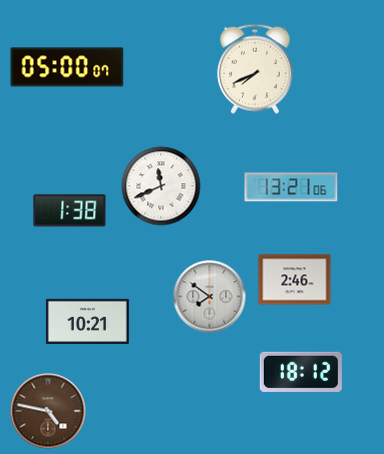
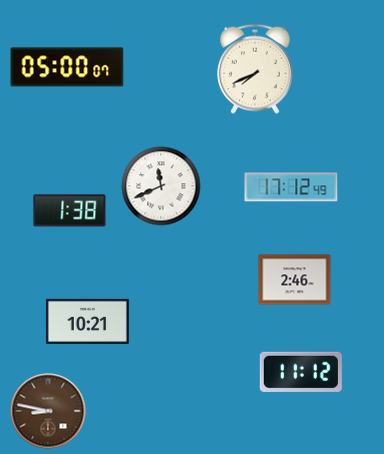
clock at (291, 187): 13:21 -> 17:12
clock at (210, 297): 7:51 -> none
clock at (301, 372): 18:12 -> 11:12
clock at (48, 411): 4:47 -> 8:47
